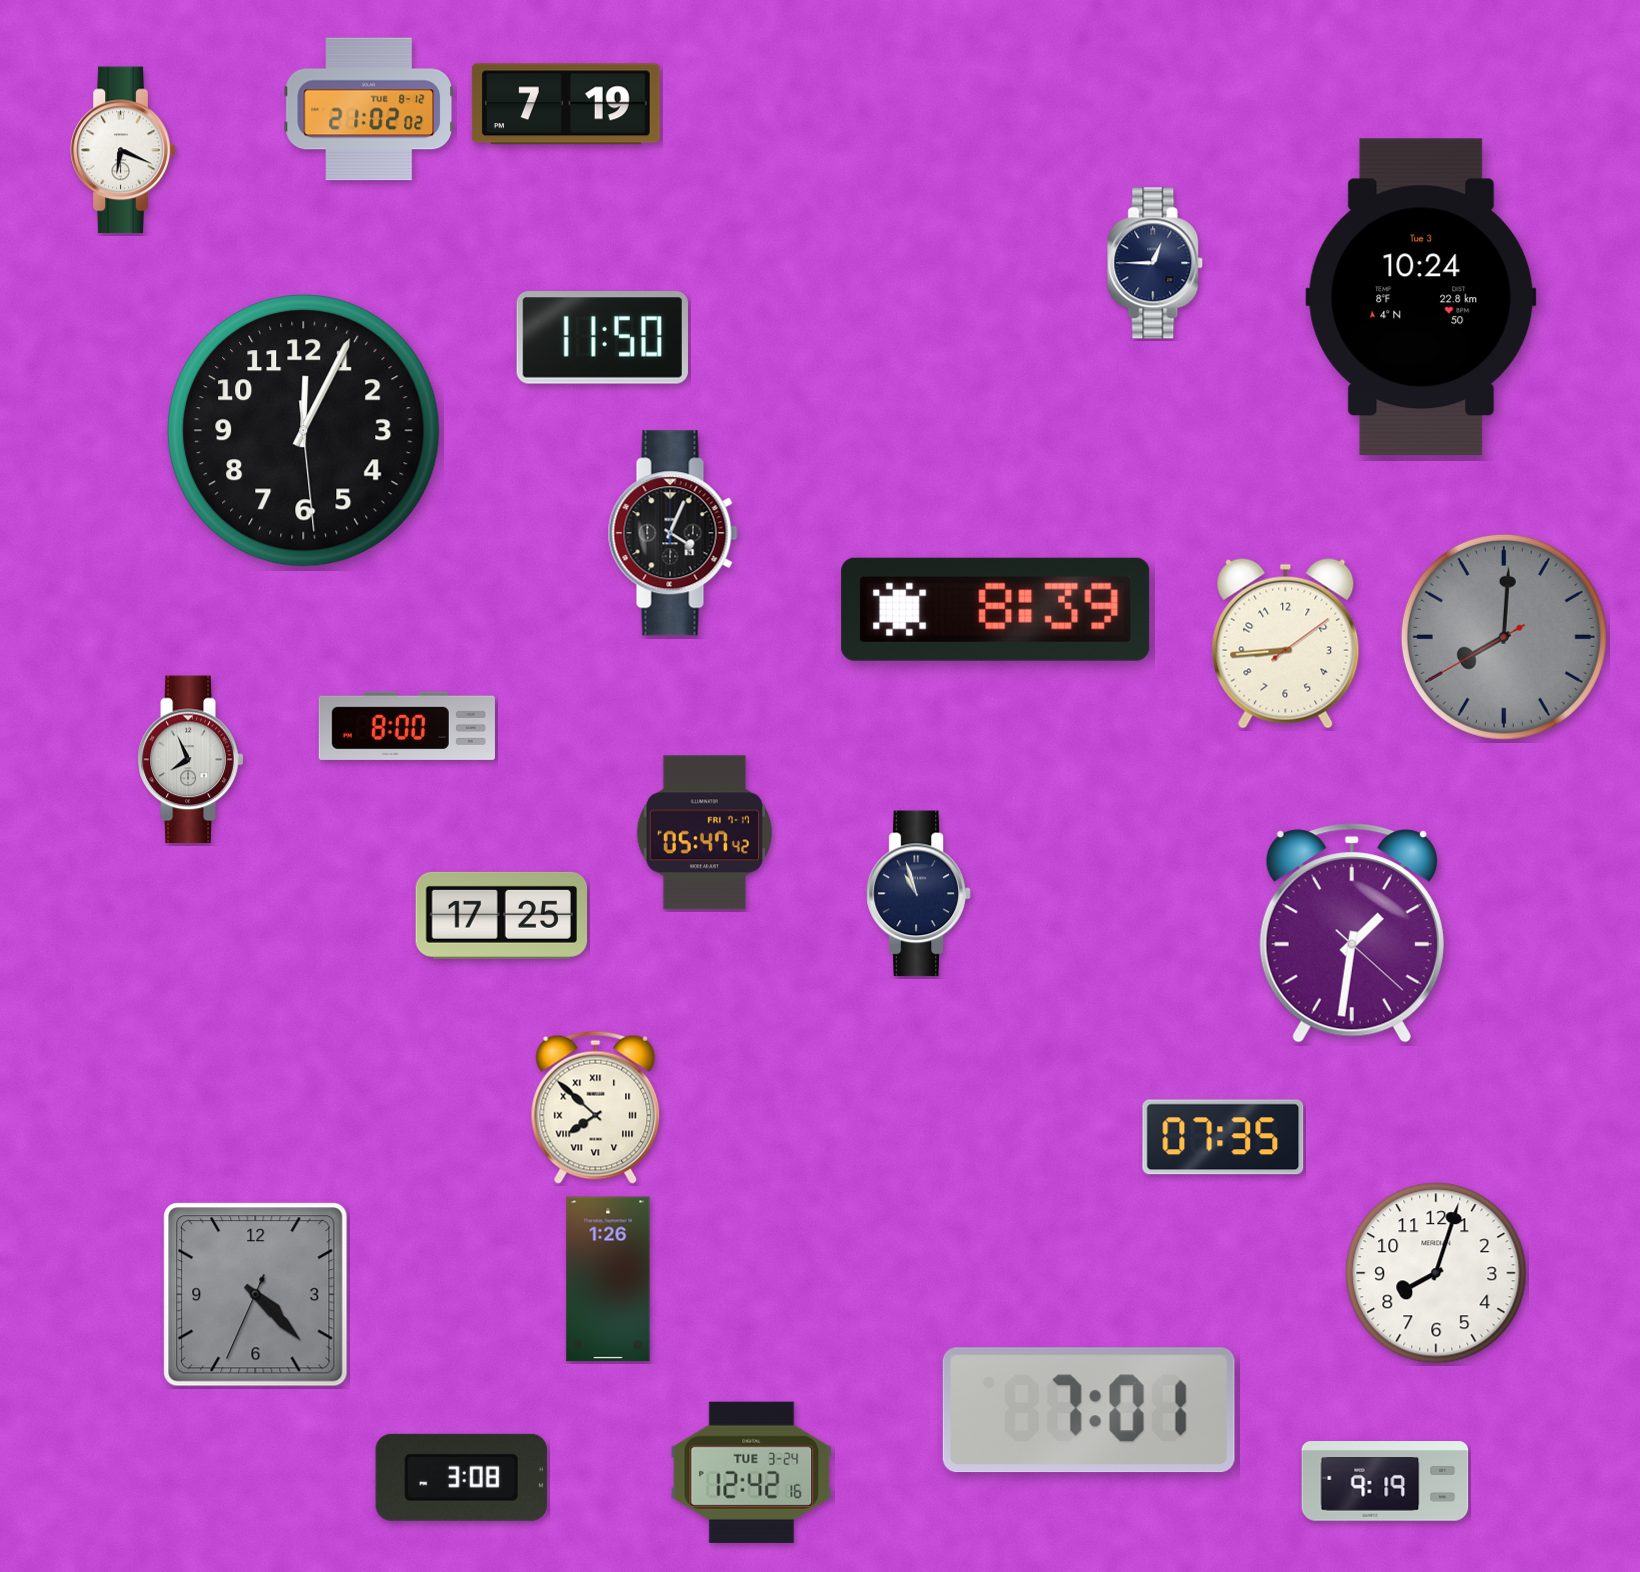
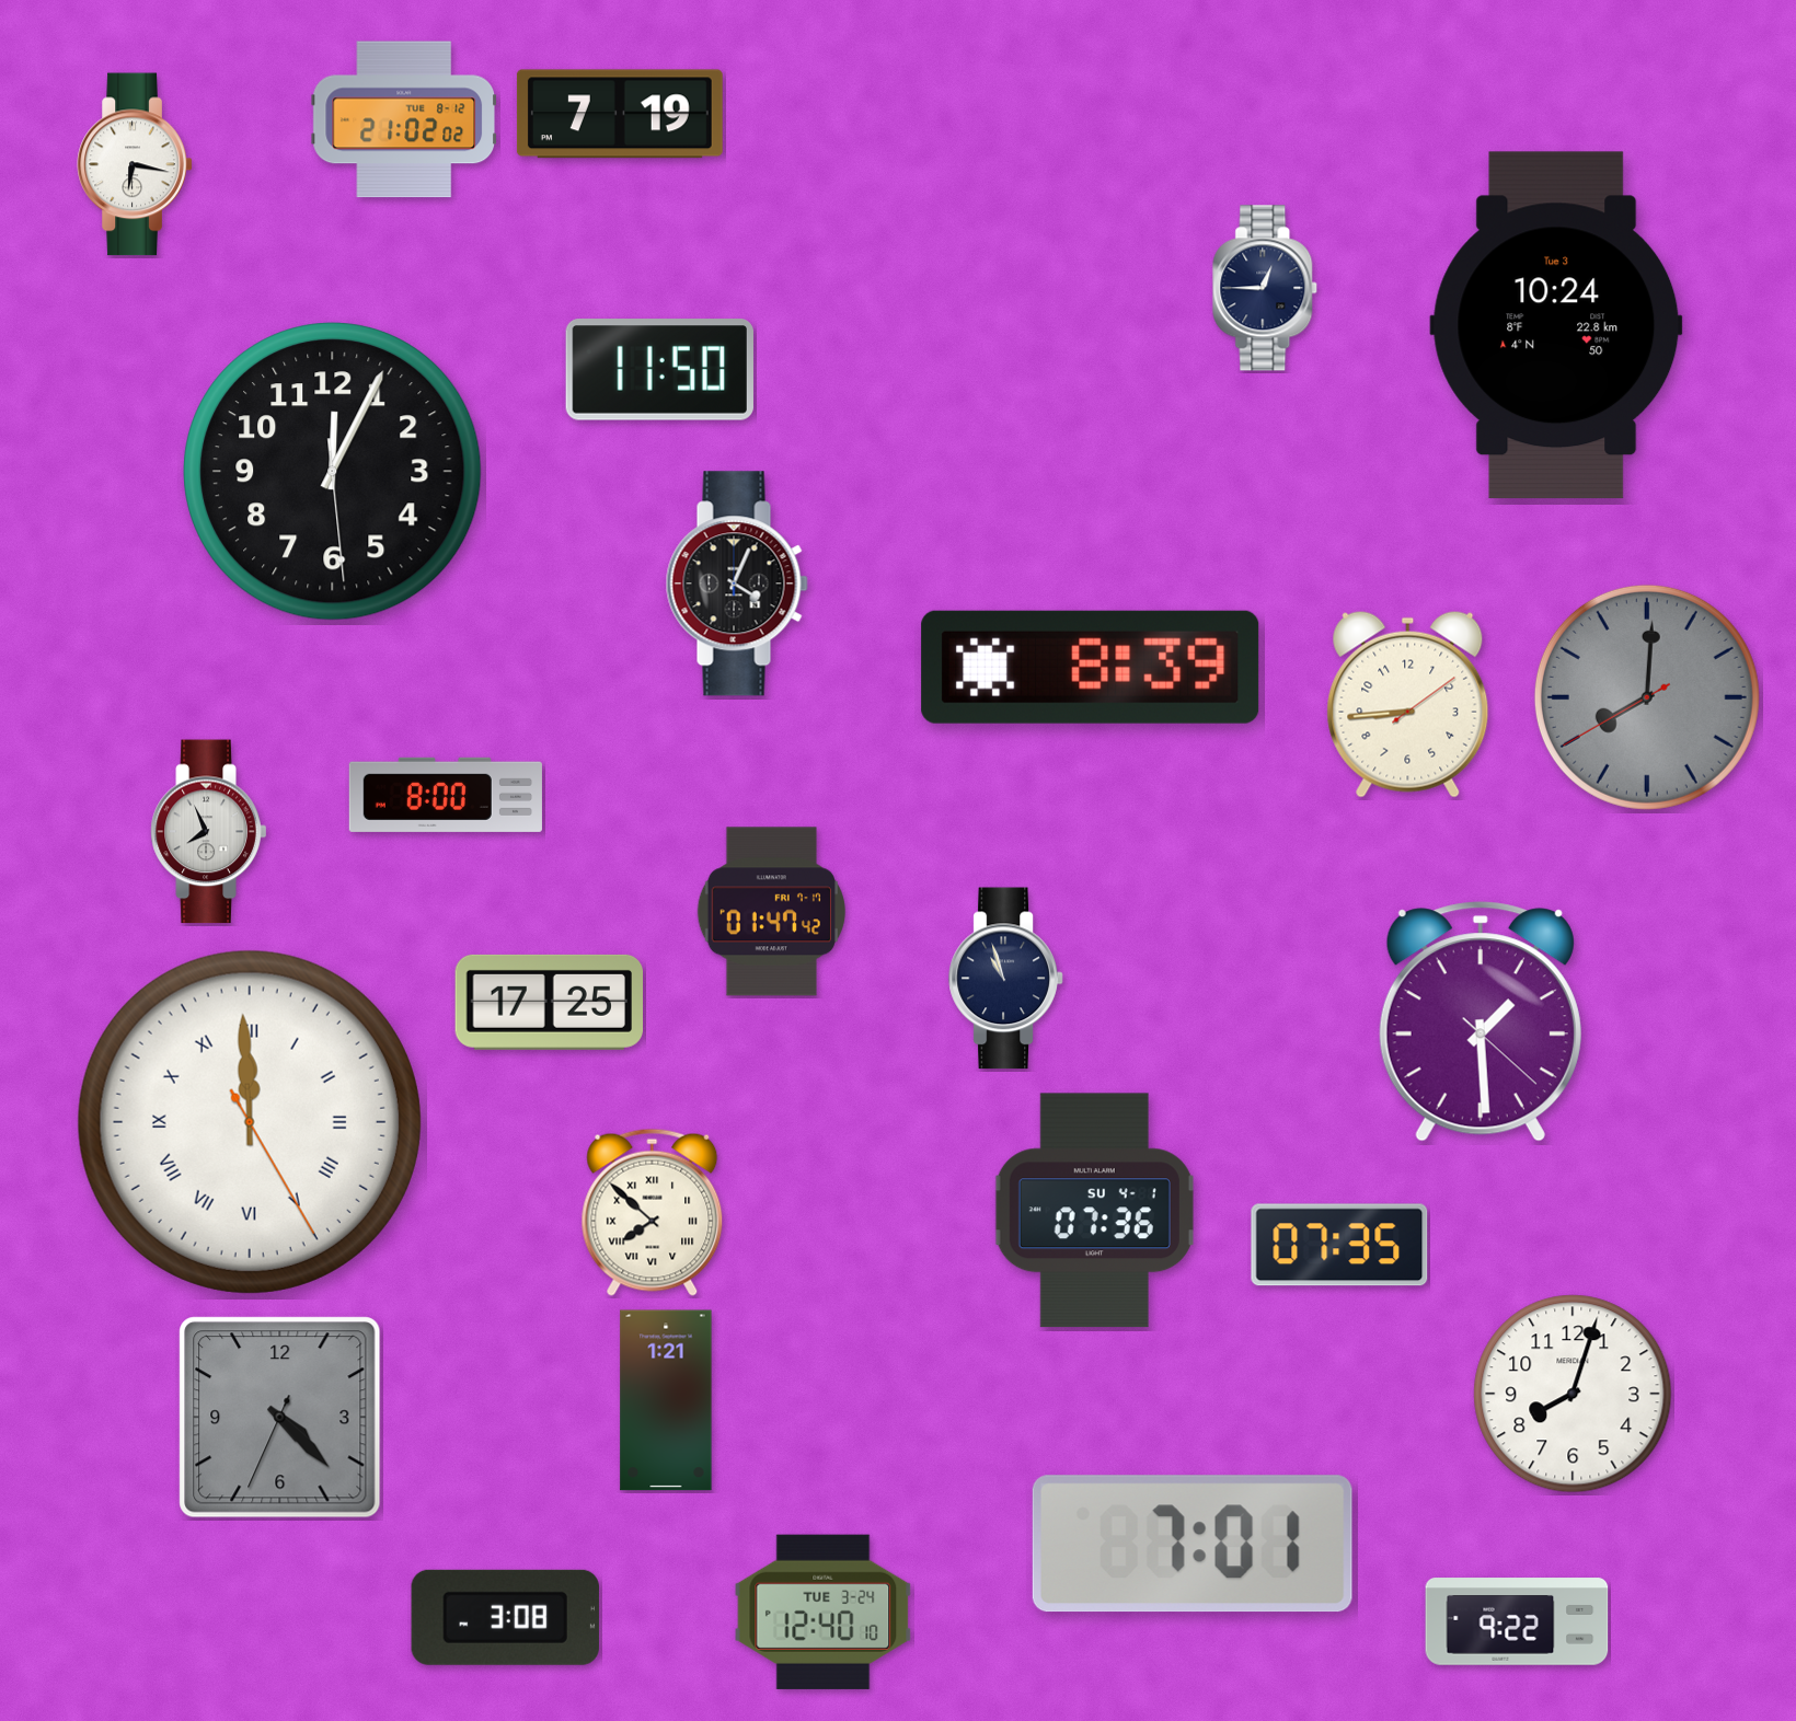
clock at (123, 150): 6:19 -> 6:17
clock at (704, 833): 05:47 -> 01:47
clock at (1352, 933): 1:31 -> 1:29
clock at (250, 1122): none -> 11:59
clock at (1094, 1211): none -> 07:36
clock at (608, 1279): 1:26 -> 1:21
clock at (752, 1472): 12:42 -> 12:40
clock at (1385, 1481): 9:19 -> 9:22
